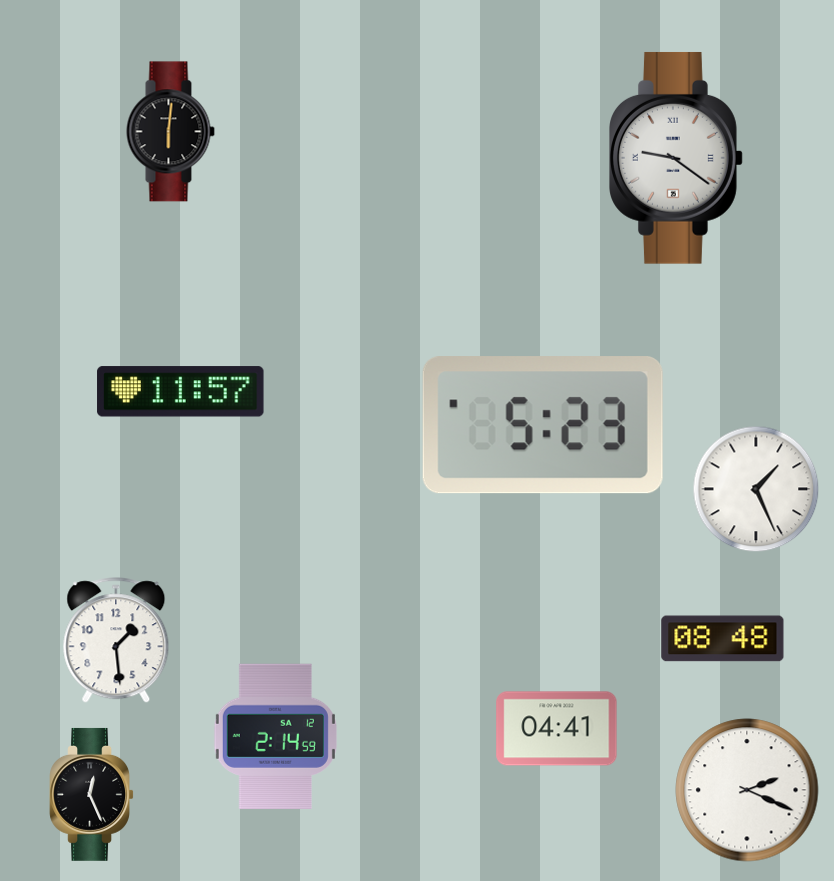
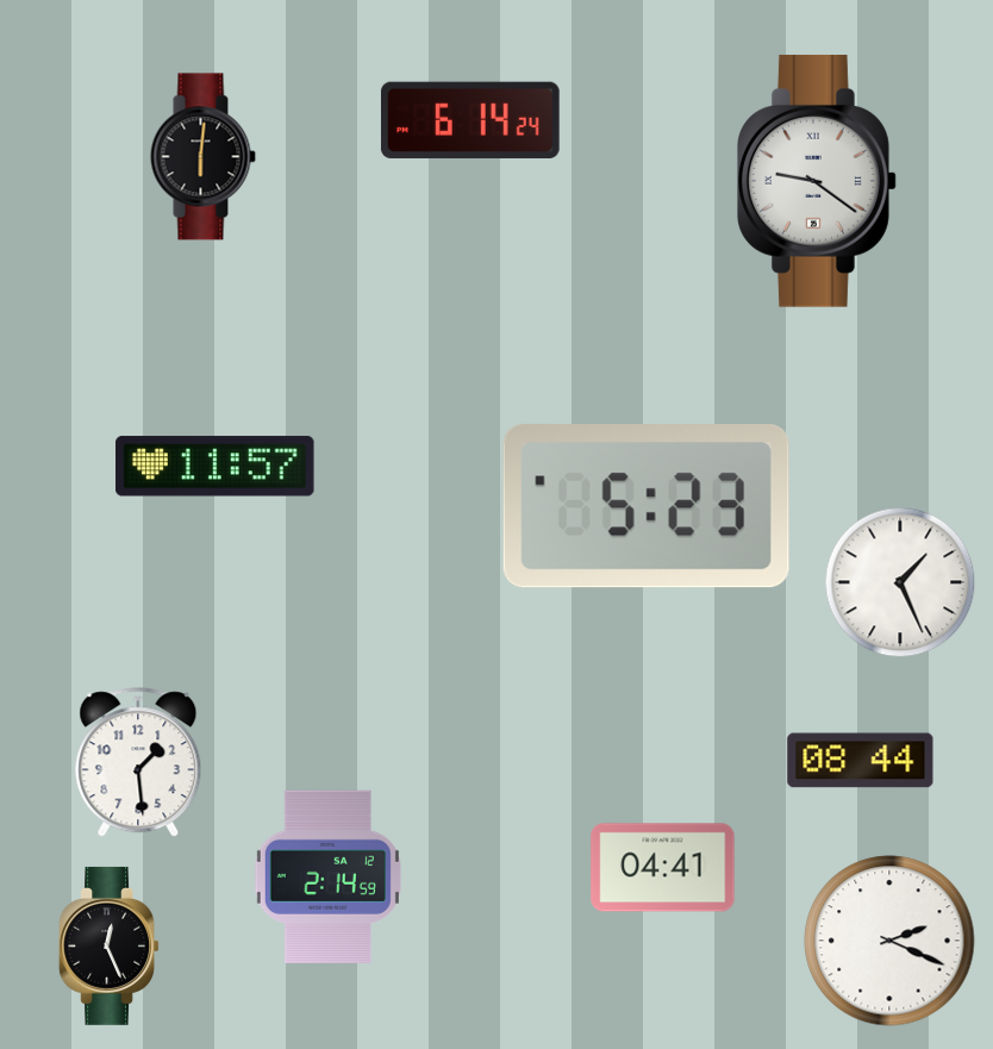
clock at (470, 120): none -> 6:14
clock at (677, 158) position: (677, 158) -> (818, 181)
clock at (723, 639): 08:48 -> 08:44
